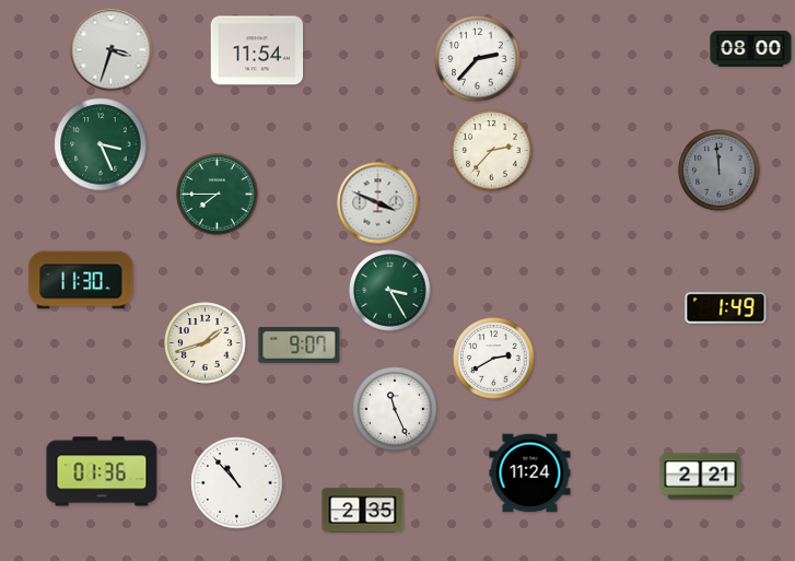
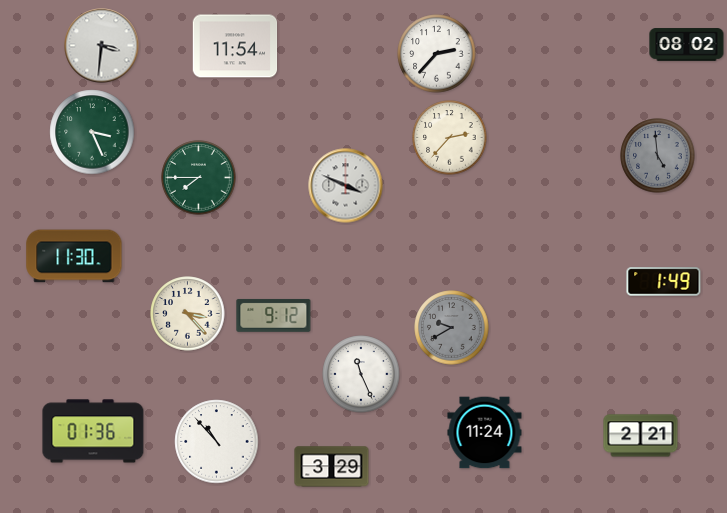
clock at (751, 49): 08:00 -> 08:02
clock at (112, 50): 3:33 -> 3:31
clock at (720, 171): 11:59 -> 4:59
clock at (390, 291): 3:25 -> none
clock at (206, 343): 1:42 -> 3:23
clock at (300, 344): 9:07 -> 9:12
clock at (494, 359): 2:40 -> 9:40
clock at (494, 359) dial: white -> grey
clock at (363, 511): 2:35 -> 3:29
